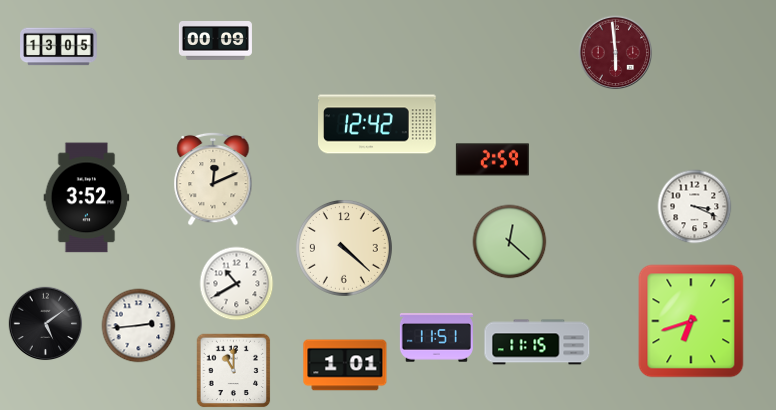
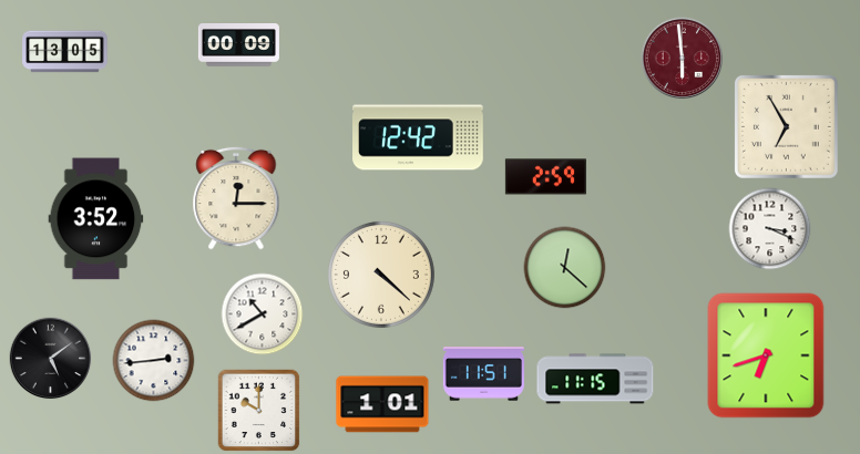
clock at (786, 126): none -> 6:55
clock at (213, 179): 12:11 -> 12:15
clock at (234, 371): 11:00 -> 10:00
